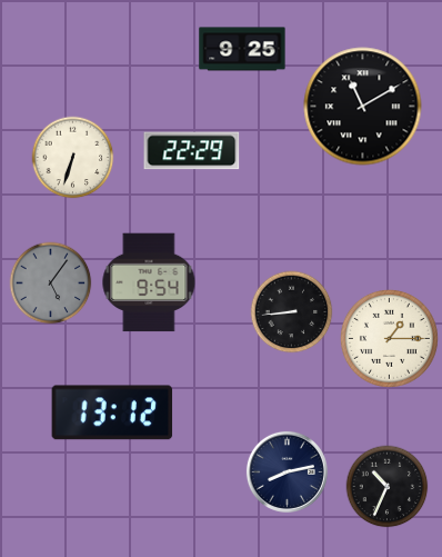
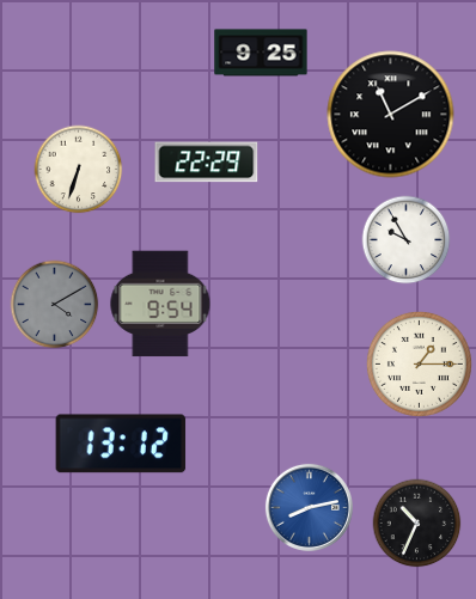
clock at (407, 240): none -> 9:55
clock at (51, 284): 5:06 -> 4:10
clock at (292, 312): 8:44 -> none
clock at (287, 471) dial: navy -> blue
